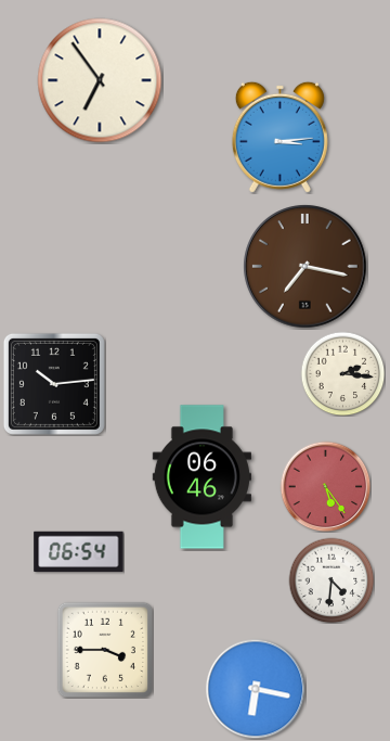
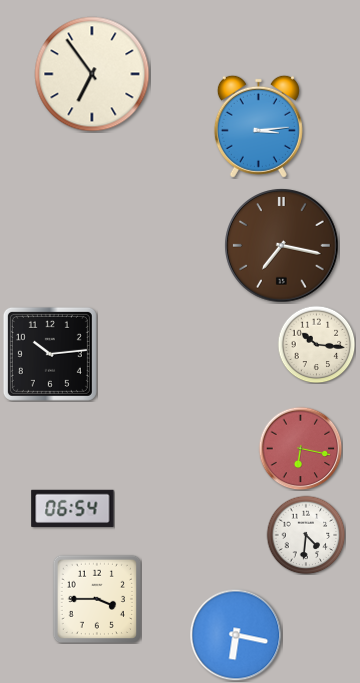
clock at (342, 373): 2:16 -> 10:16
clock at (201, 477): 06:46 -> none
clock at (325, 486): 5:24 -> 6:17
